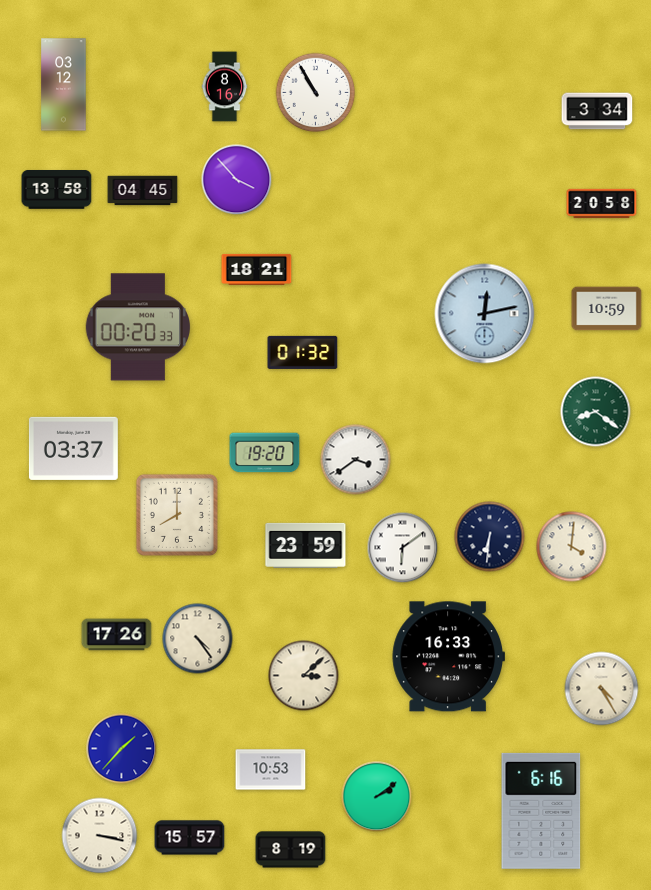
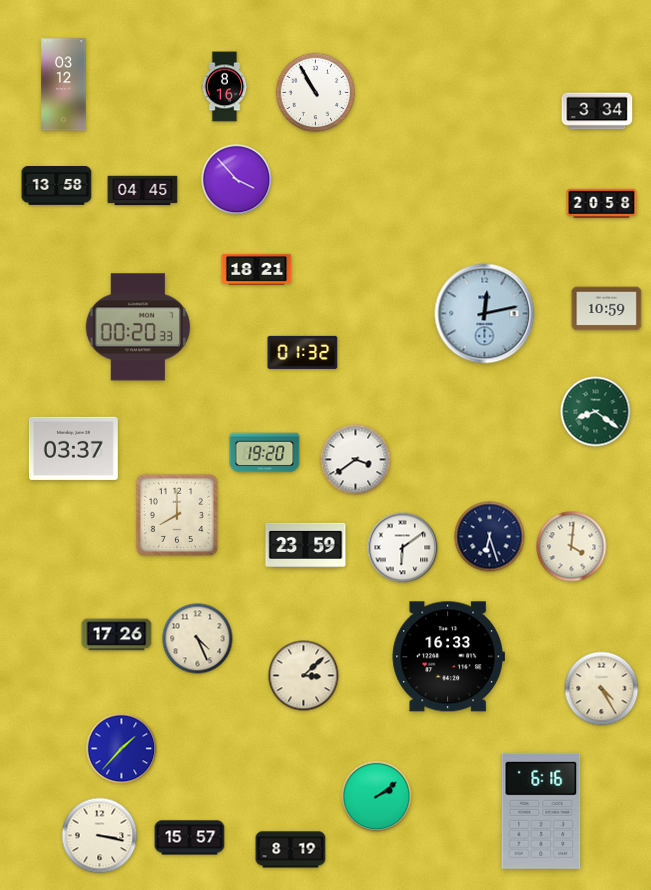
clock at (57, 190) position: (57, 190) -> (57, 186)
clock at (490, 537): 6:31 -> 6:27
clock at (198, 639): 4:24 -> 4:26
clock at (271, 770): 10:53 -> none
